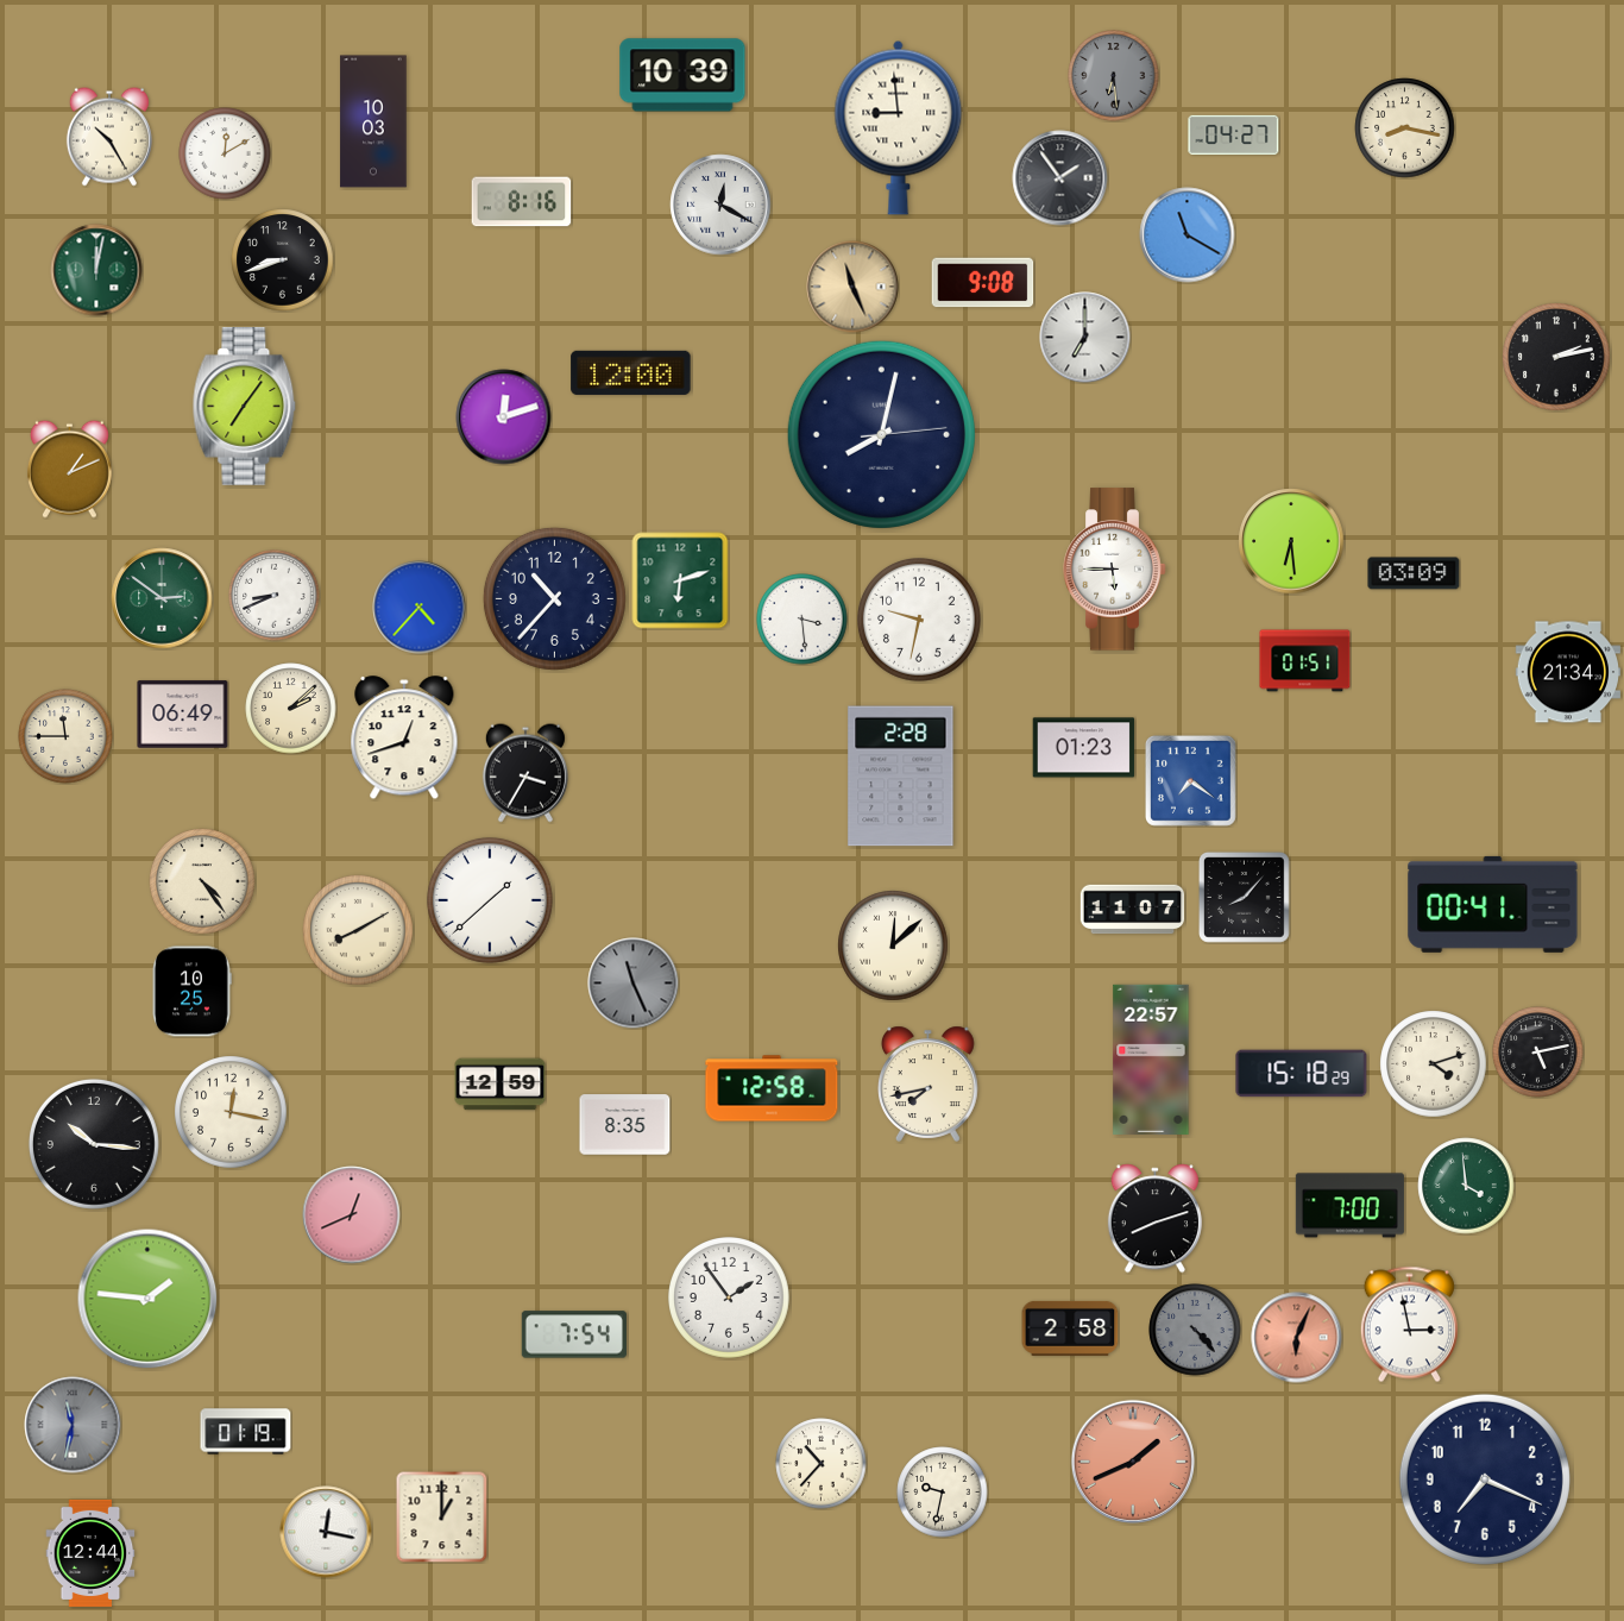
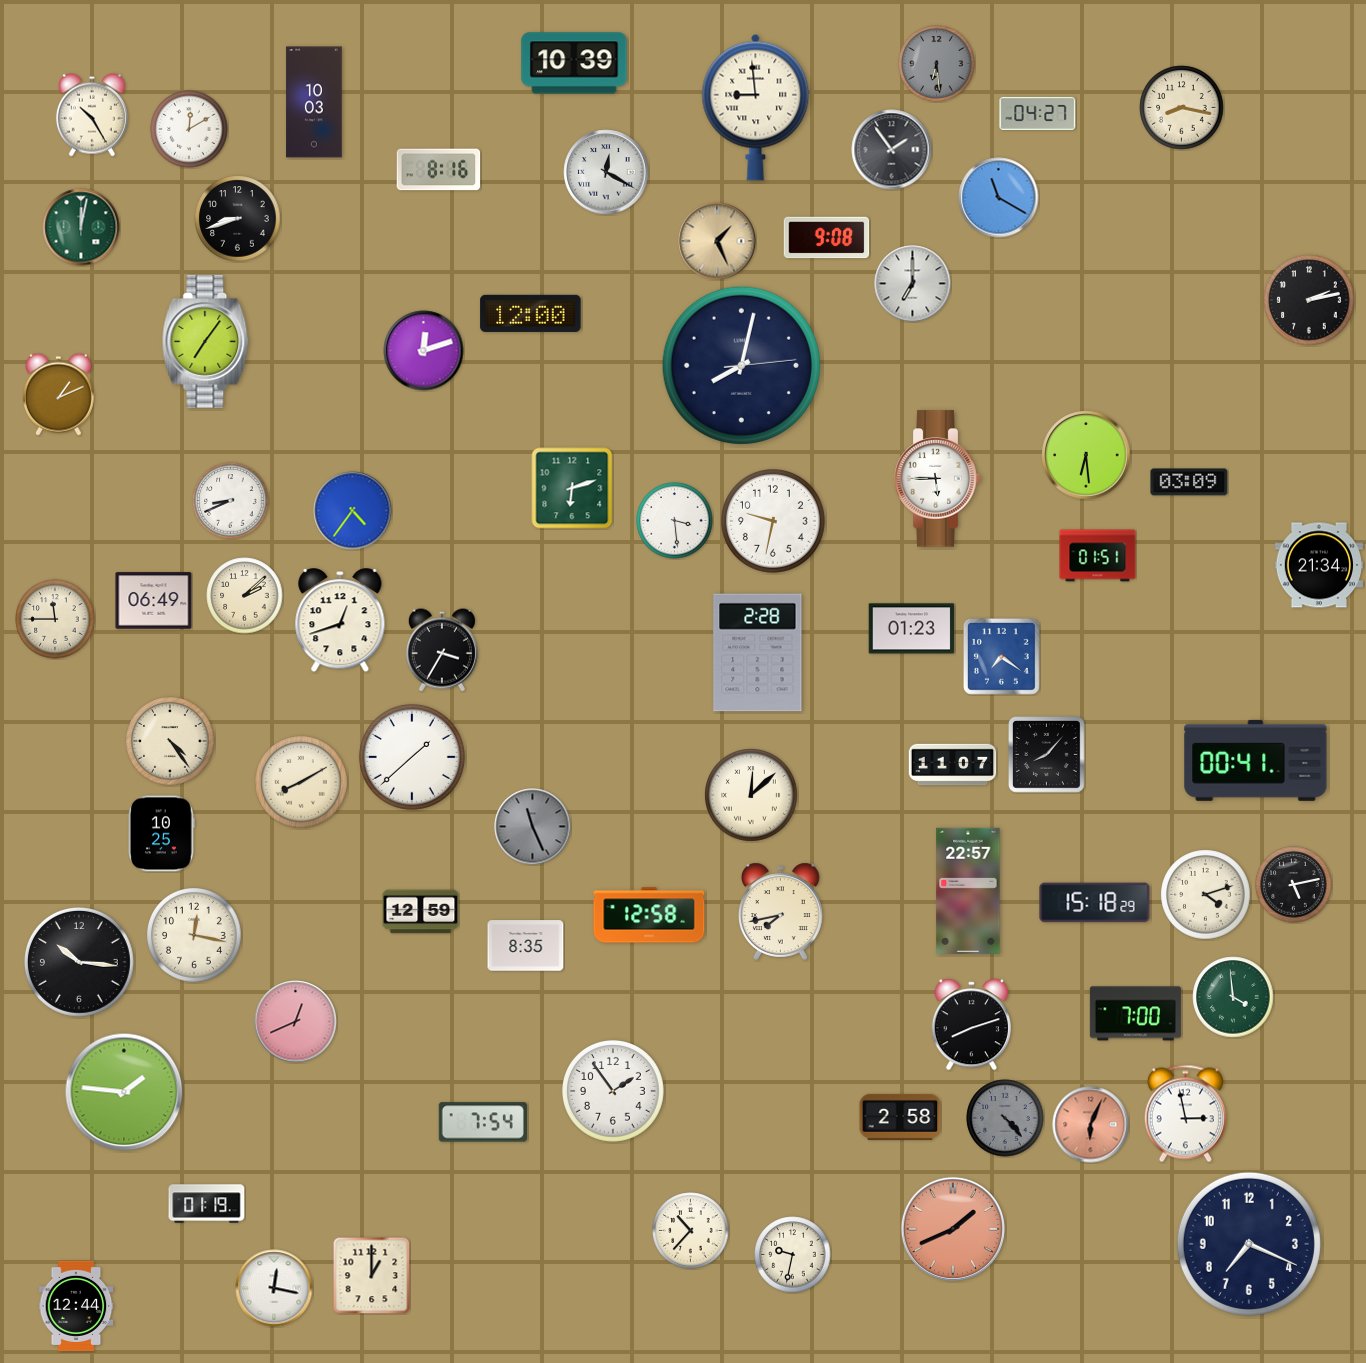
clock at (852, 287): 11:26 -> 1:26
clock at (162, 598): 2:51 -> none
clock at (554, 598): 10:37 -> none
clock at (420, 608): 4:37 -> 4:36
clock at (73, 1425): 11:32 -> none
